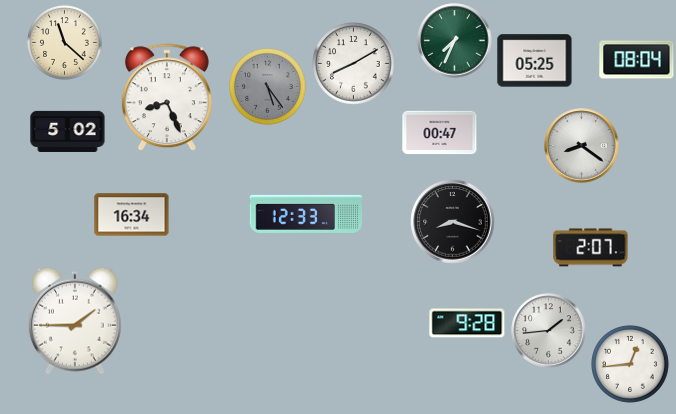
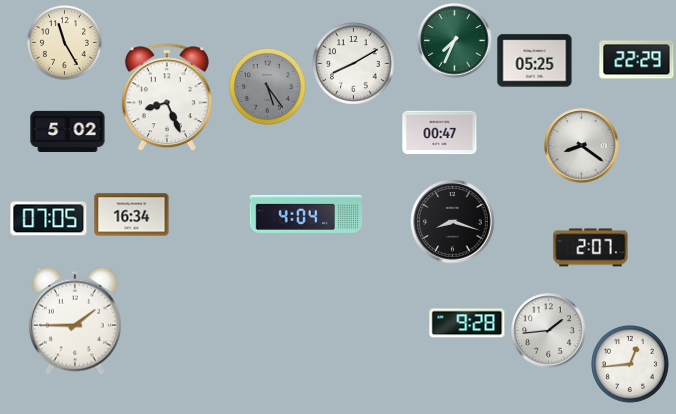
clock at (65, 43): 11:22 -> 11:25
clock at (637, 60): 08:04 -> 22:29
clock at (306, 214): 12:33 -> 4:04
clock at (49, 219): none -> 07:05
